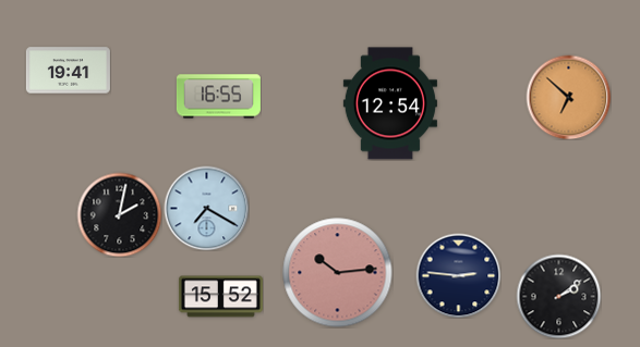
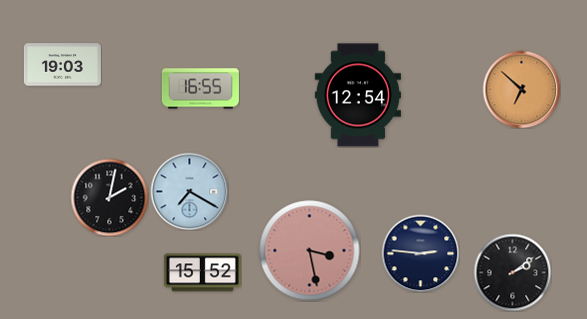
clock at (68, 71): 19:41 -> 19:03
clock at (338, 273): 10:14 -> 3:28
